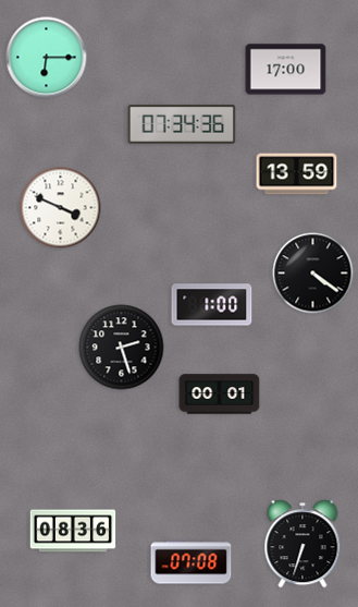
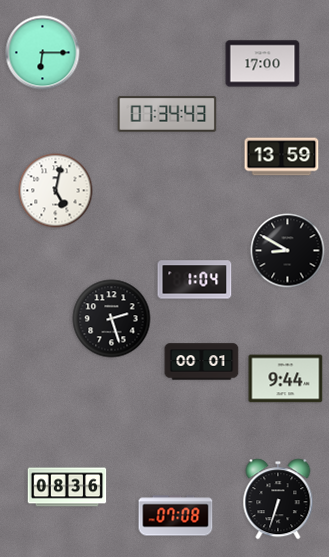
clock at (182, 124): 07:34:36 -> 07:34:43
clock at (297, 174) position: (297, 174) -> (282, 157)
clock at (61, 208): 3:49 -> 5:02
clock at (313, 274): 4:21 -> 8:50
clock at (212, 305): 1:00 -> 1:04
clock at (286, 379): none -> 9:44
